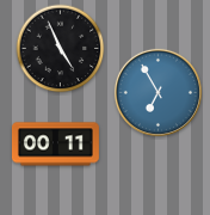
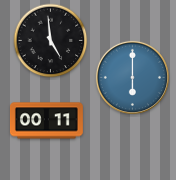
clock at (61, 49): 4:56 -> 4:59
clock at (157, 92): 6:55 -> 6:00
